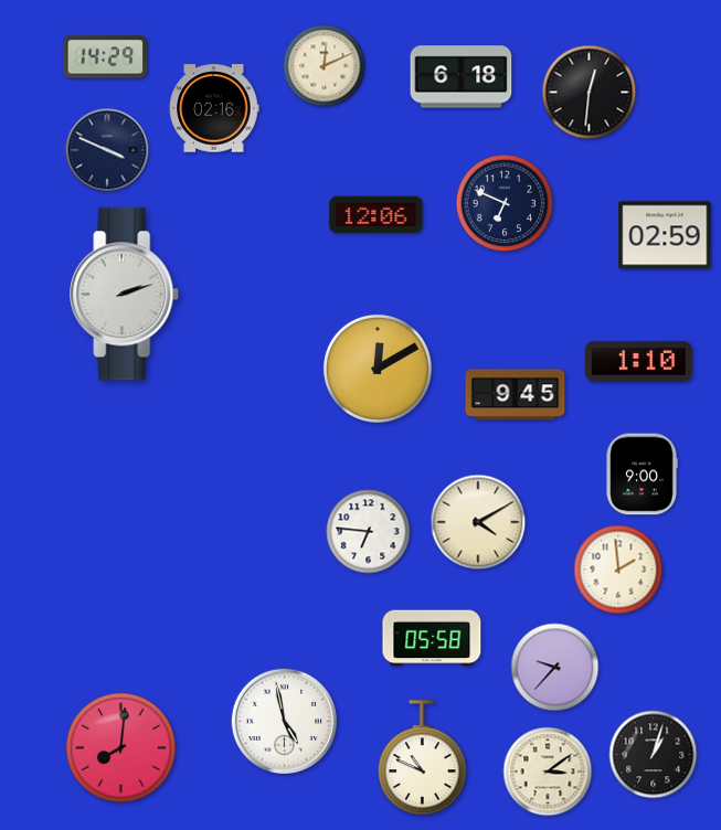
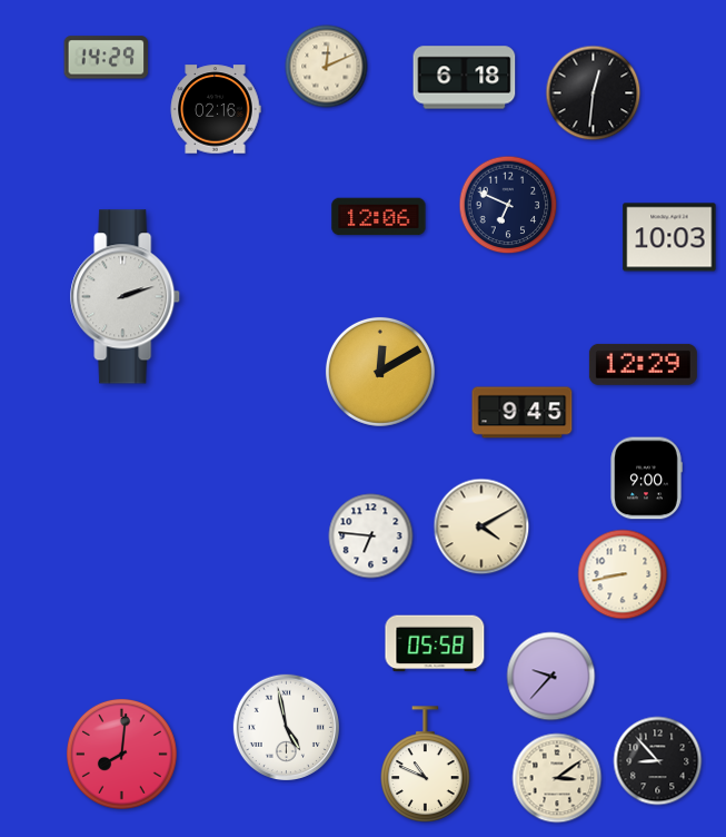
clock at (107, 150): 3:49 -> none
clock at (665, 235): 02:59 -> 10:03
clock at (638, 361): 1:10 -> 12:29
clock at (516, 395) position: (516, 395) -> (523, 413)
clock at (618, 570): 1:59 -> 8:43
clock at (555, 668) position: (555, 668) -> (551, 677)
clock at (654, 755): 1:03 -> 8:53
clock at (548, 772) position: (548, 772) -> (557, 778)
